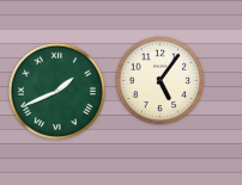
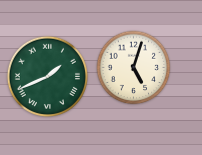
clock at (161, 81): 5:06 -> 5:03
